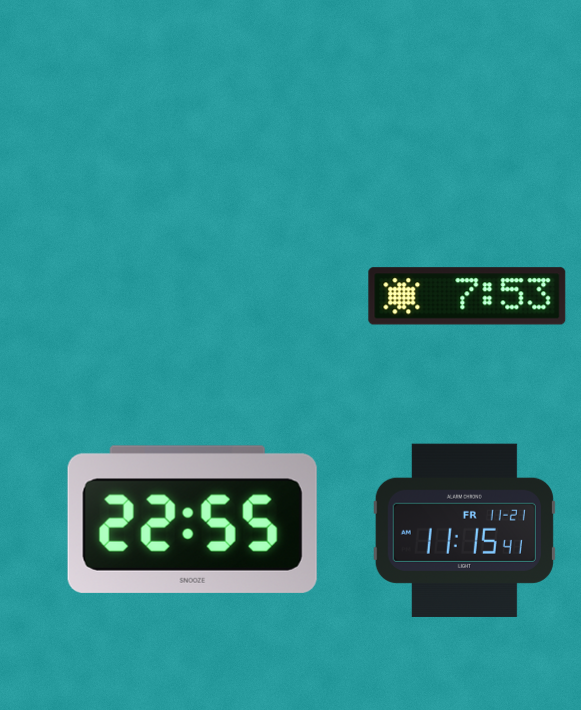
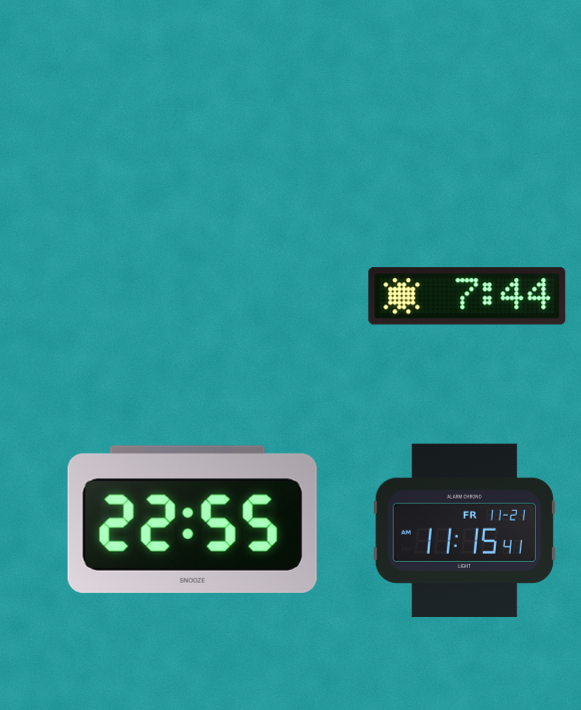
clock at (467, 296): 7:53 -> 7:44
